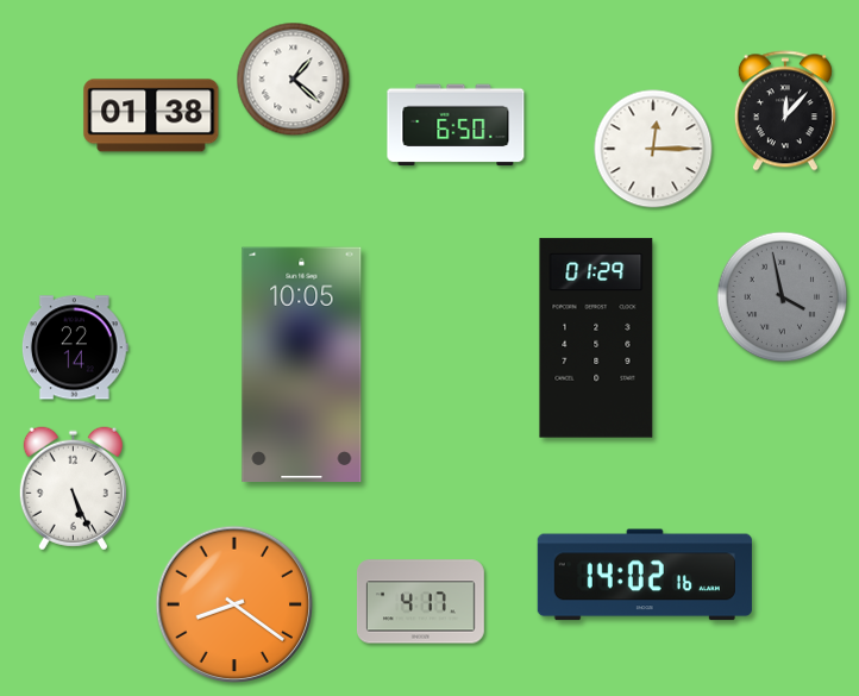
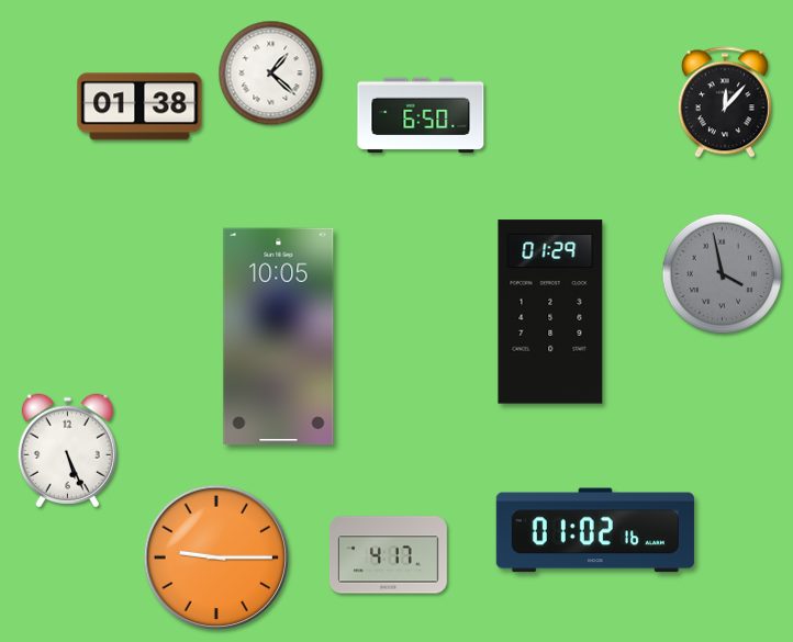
clock at (653, 149): 12:15 -> none
clock at (75, 347): 22:14 -> none
clock at (645, 575): 14:02 -> 01:02
clock at (234, 604): 8:21 -> 9:15
